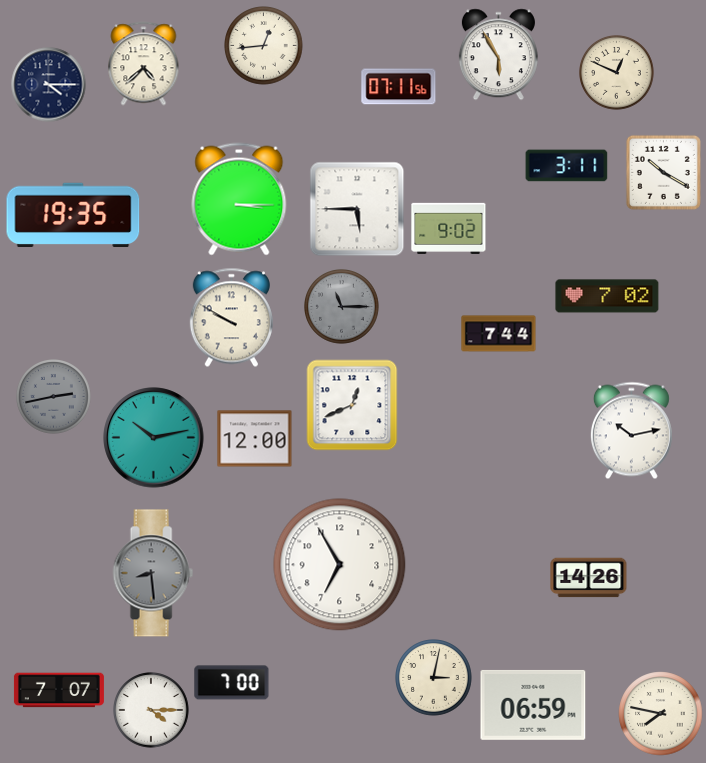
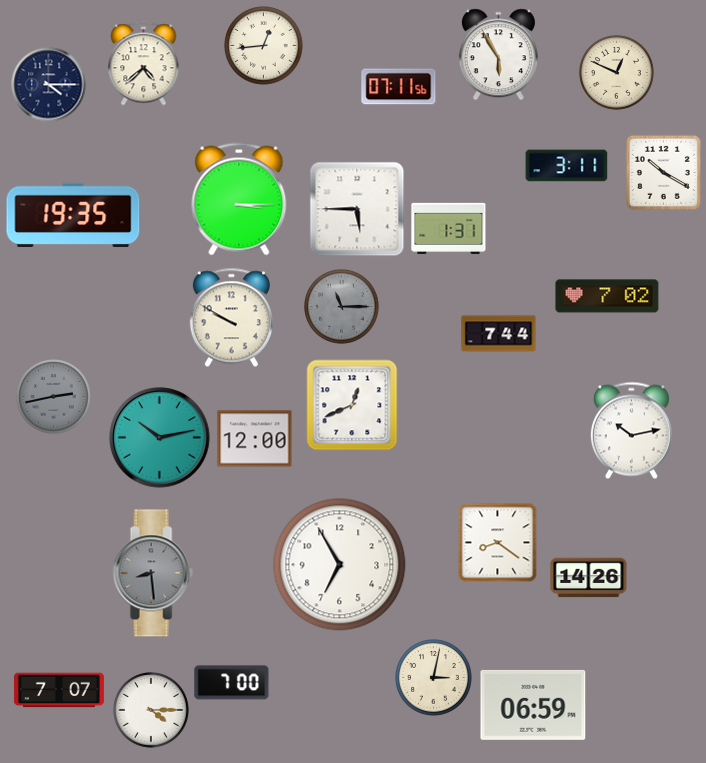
clock at (449, 228): 9:02 -> 1:31
clock at (154, 438) position: (154, 438) -> (160, 438)
clock at (498, 543): none -> 8:21
clock at (661, 714): 7:47 -> none
